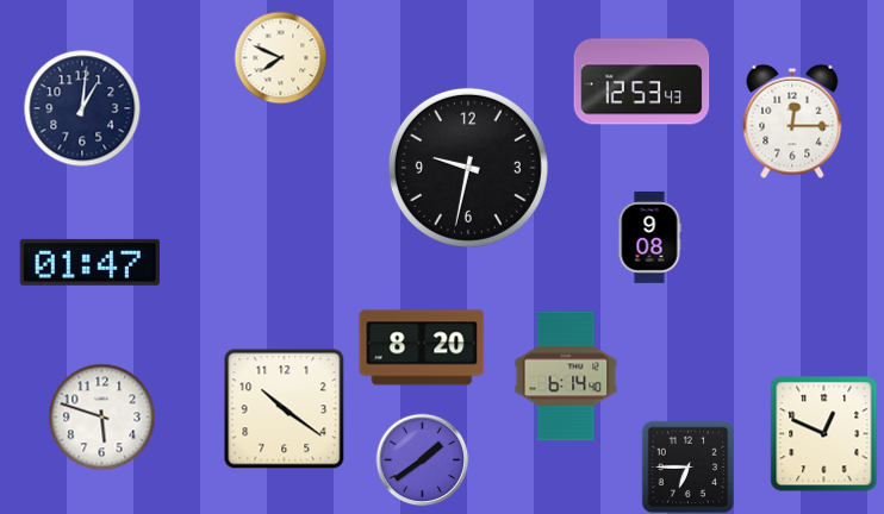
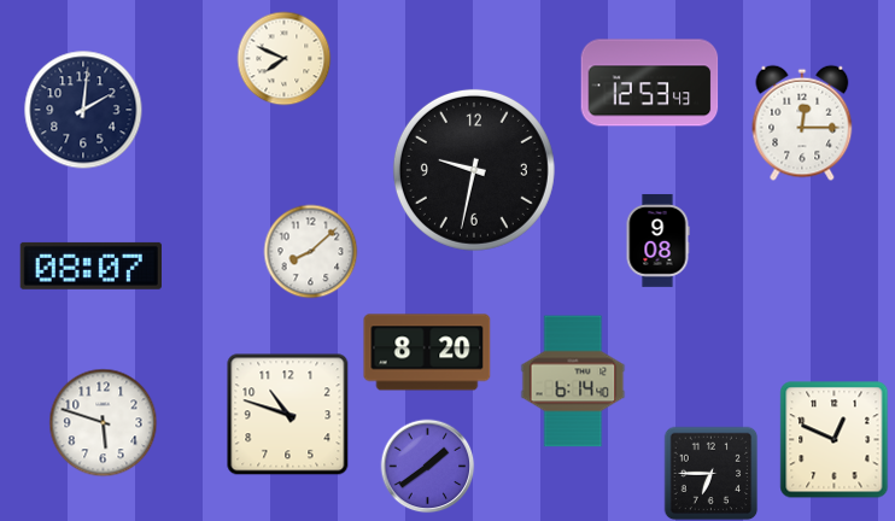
clock at (82, 108): 1:01 -> 2:01
clock at (310, 251): none -> 8:08
clock at (89, 262): 01:47 -> 08:07
clock at (285, 409): 10:21 -> 10:48
clock at (687, 466) position: (687, 466) -> (710, 473)
